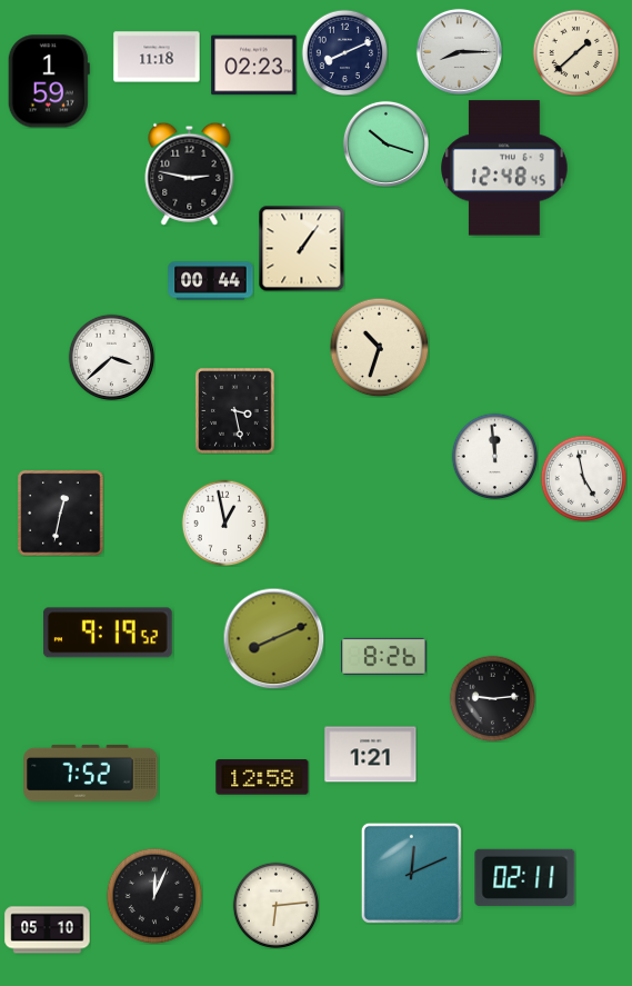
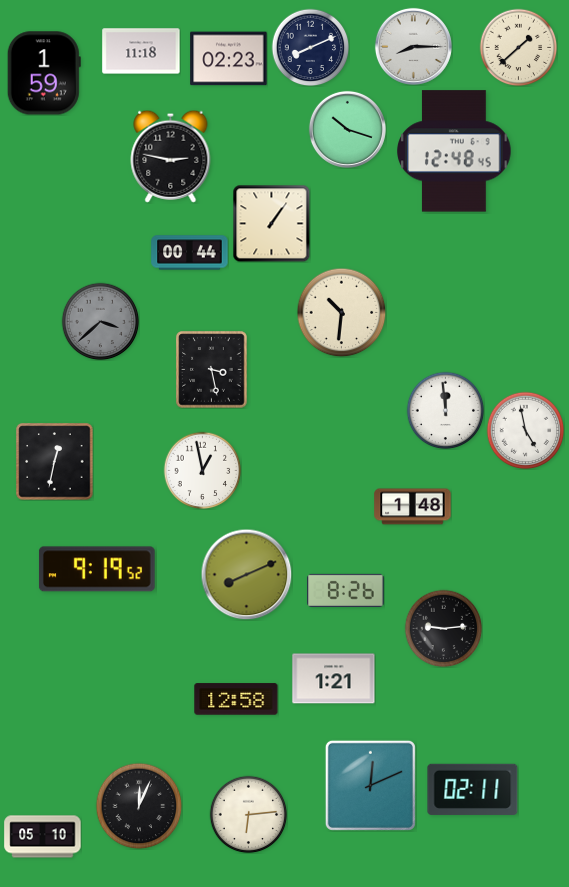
clock at (379, 347): 10:33 -> 10:31
clock at (111, 357) dial: white -> grey
clock at (413, 507): none -> 1:48
clock at (91, 773): 7:52 -> none
